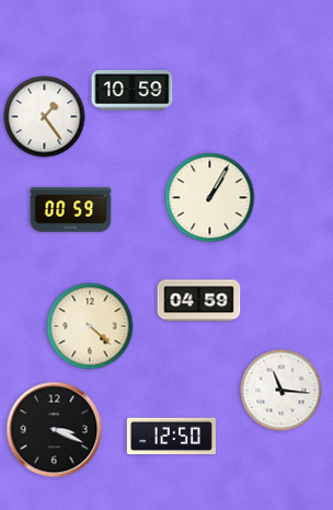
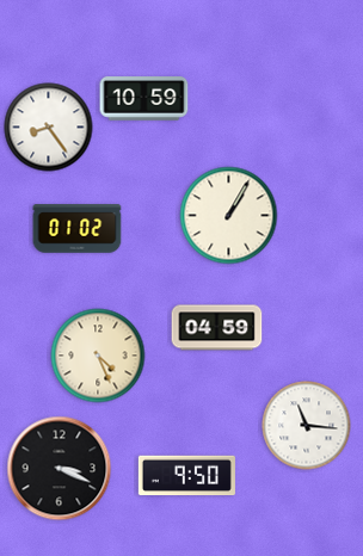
clock at (45, 117): 1:24 -> 8:24
clock at (71, 210): 00:59 -> 01:02
clock at (90, 326): 4:22 -> 4:26
clock at (171, 437): 12:50 -> 9:50
